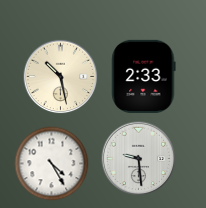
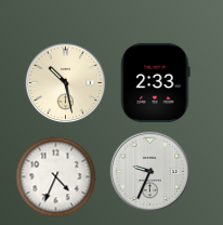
clock at (139, 159): 9:29 -> 9:34
clock at (52, 164): 4:25 -> 4:34
